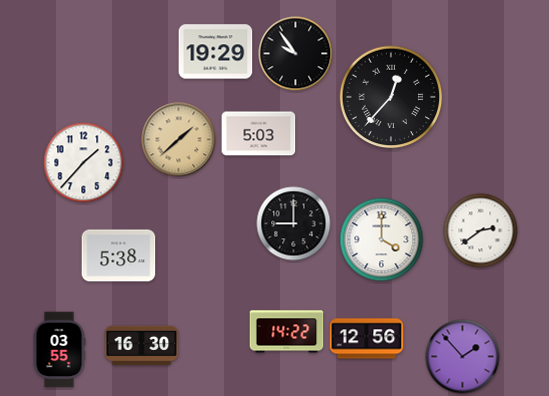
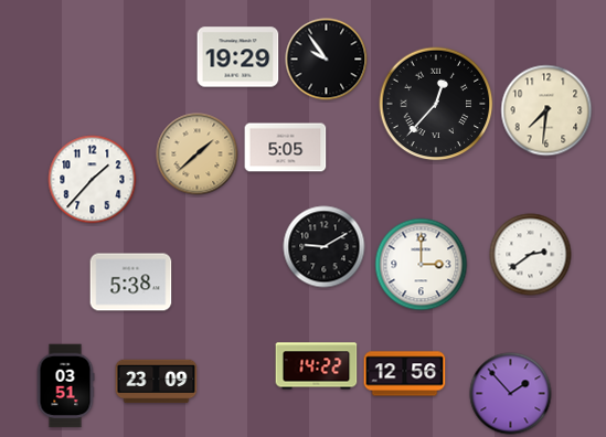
clock at (391, 97) position: (391, 97) -> (436, 104)
clock at (546, 110): none -> 7:31
clock at (259, 134): 5:03 -> 5:05
clock at (294, 224): 9:00 -> 9:10
clock at (382, 240): 4:00 -> 3:00
clock at (142, 346): 16:30 -> 23:09
clock at (59, 350): 03:55 -> 03:51
